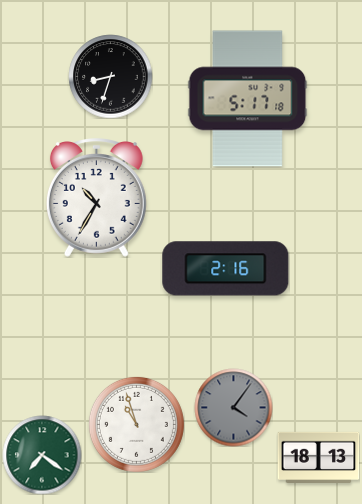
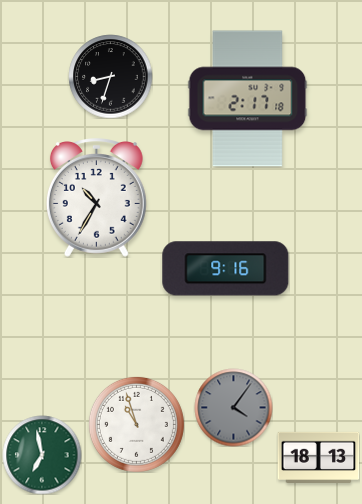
clock at (248, 99): 5:17 -> 2:17
clock at (226, 269): 2:16 -> 9:16
clock at (42, 455): 7:21 -> 6:58
